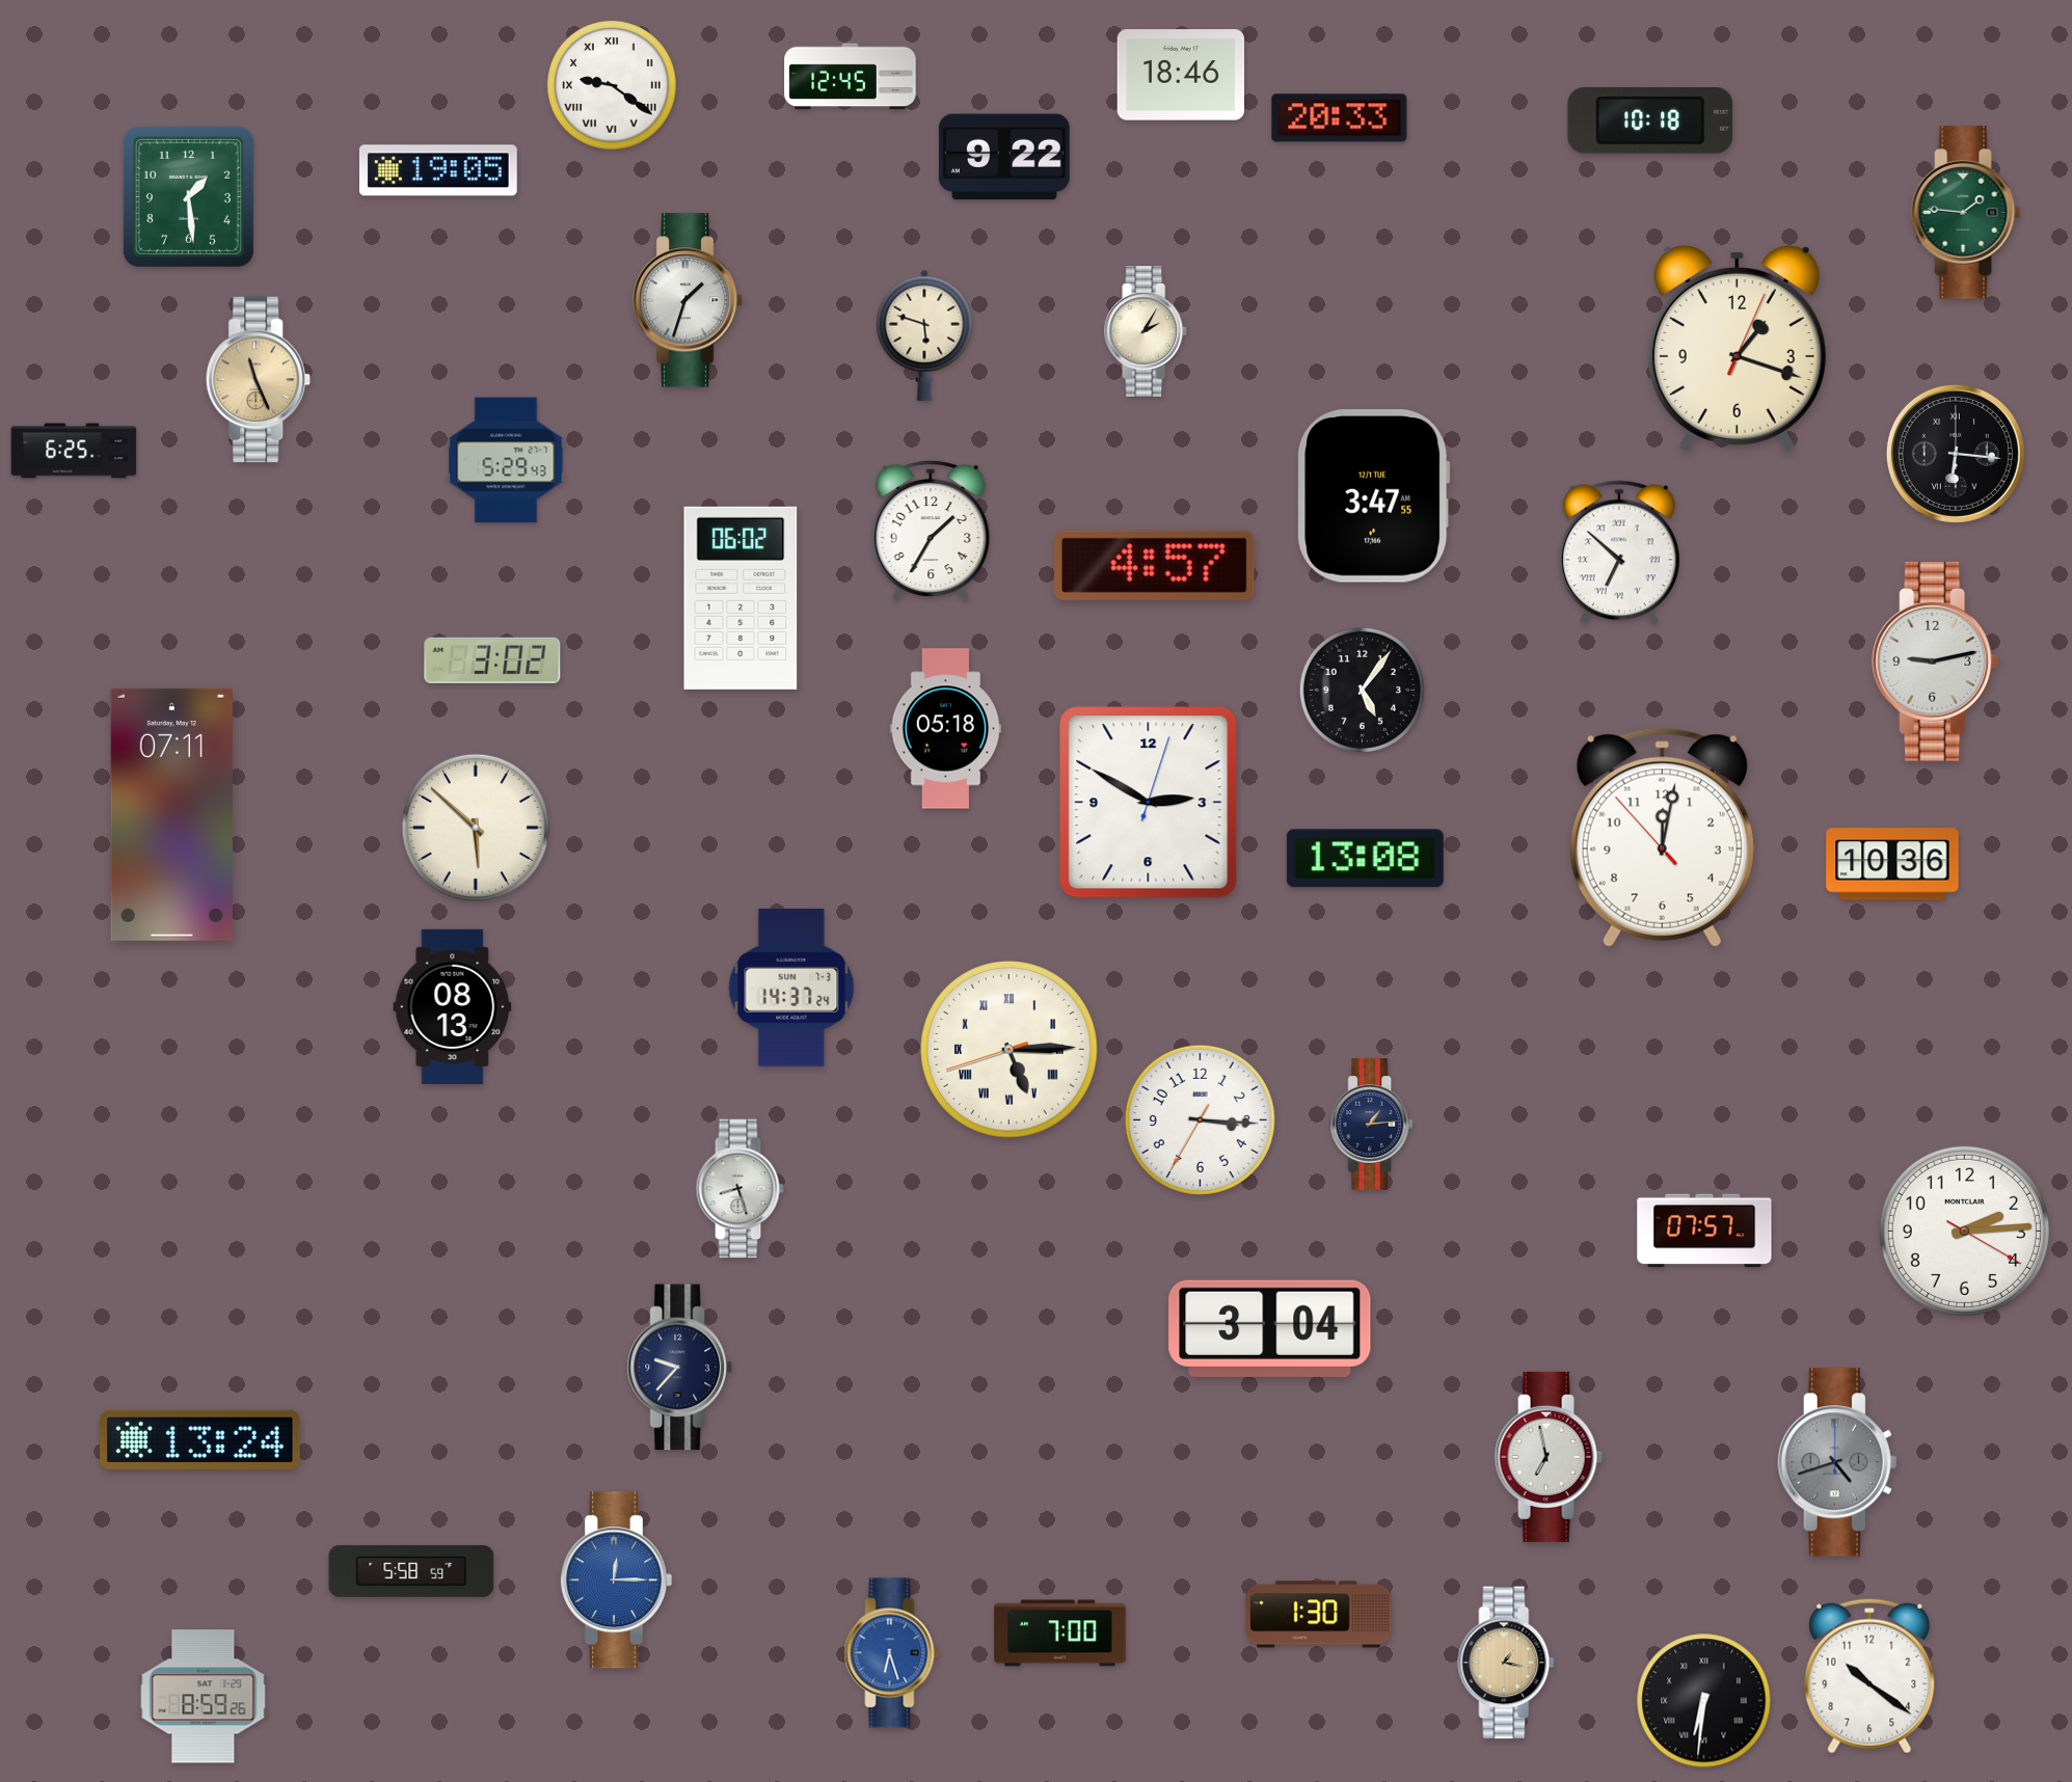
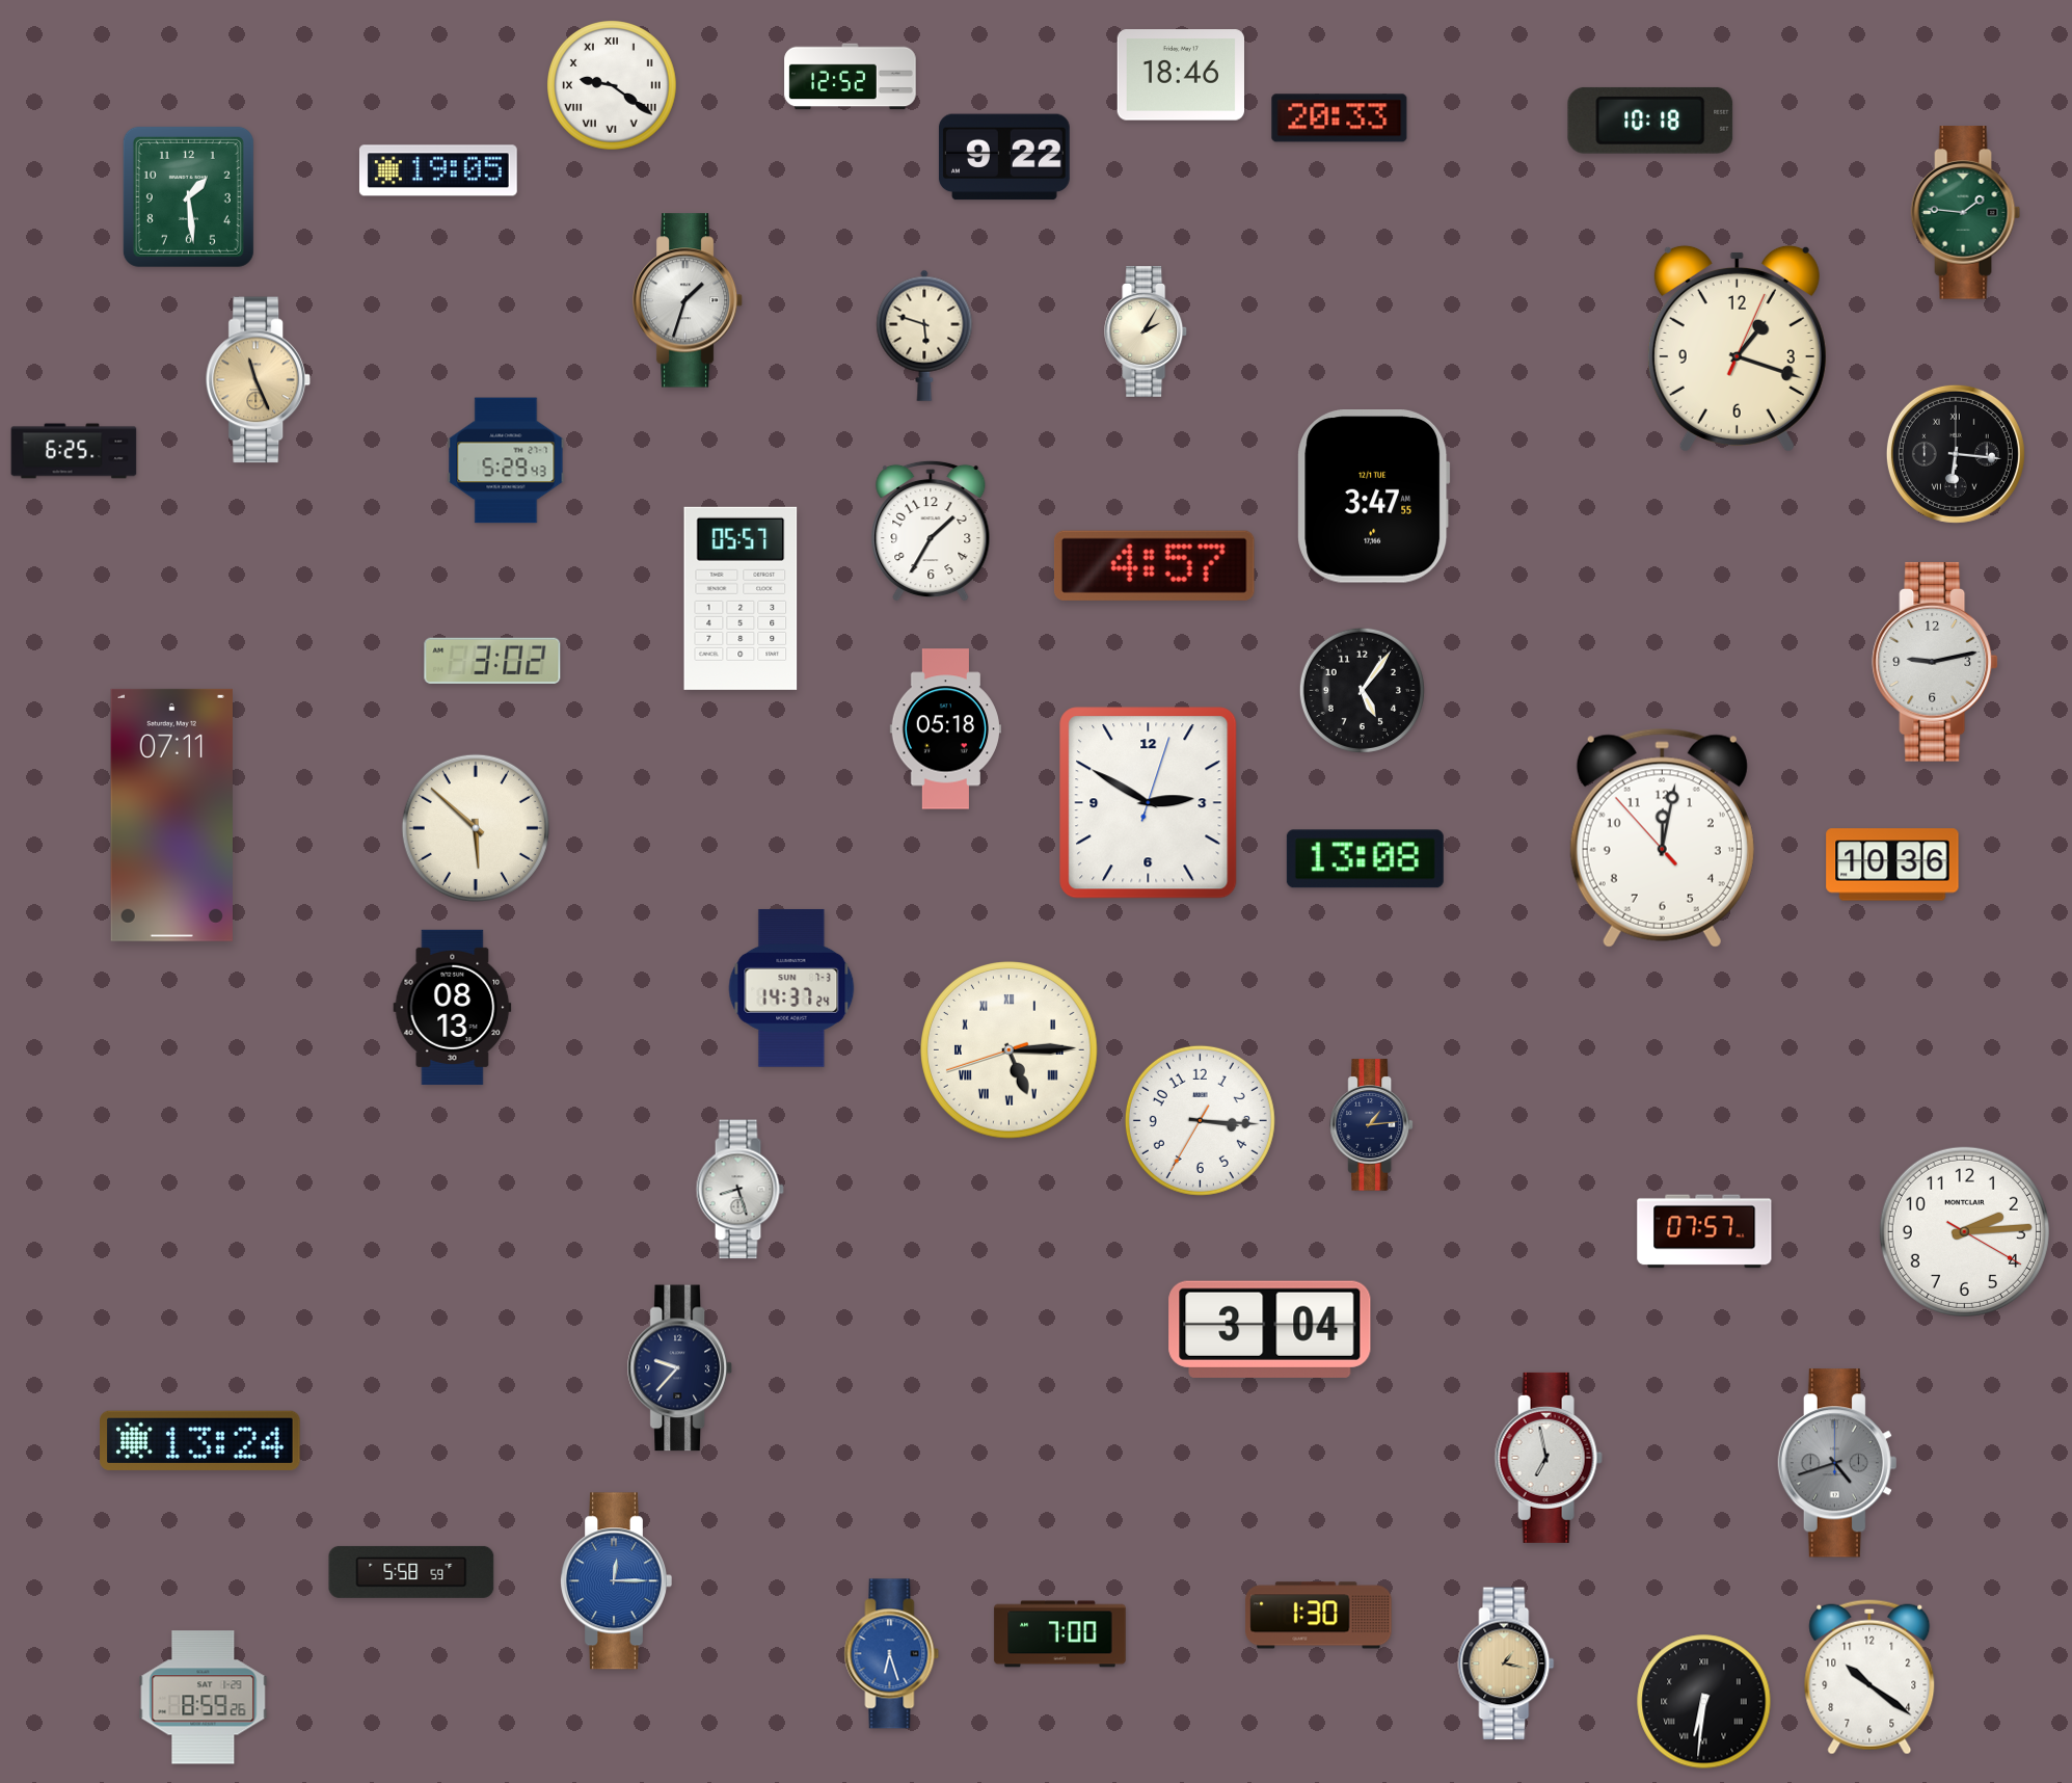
clock at (851, 77): 12:45 -> 12:52
clock at (1619, 552): 6:52 -> none
clock at (741, 598): 06:02 -> 05:57
